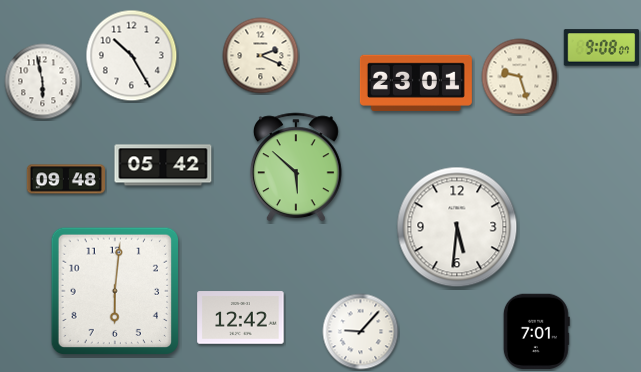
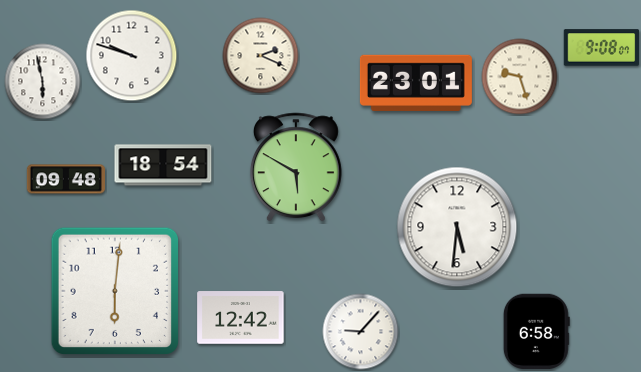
clock at (132, 56): 10:25 -> 9:48
clock at (163, 165): 05:42 -> 18:54
clock at (296, 167): 5:52 -> 5:50
clock at (536, 332): 7:01 -> 6:58
